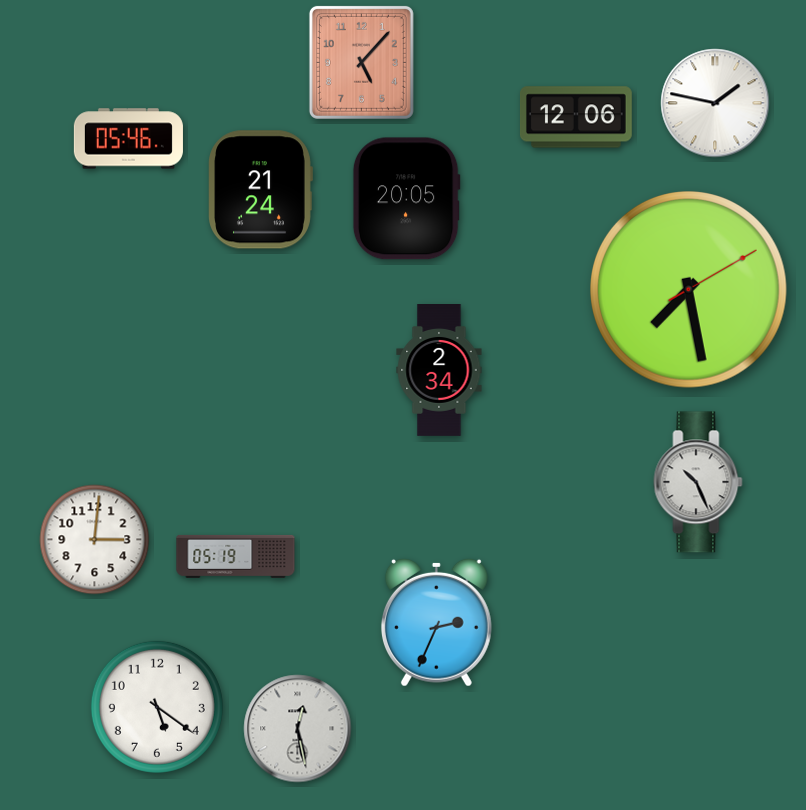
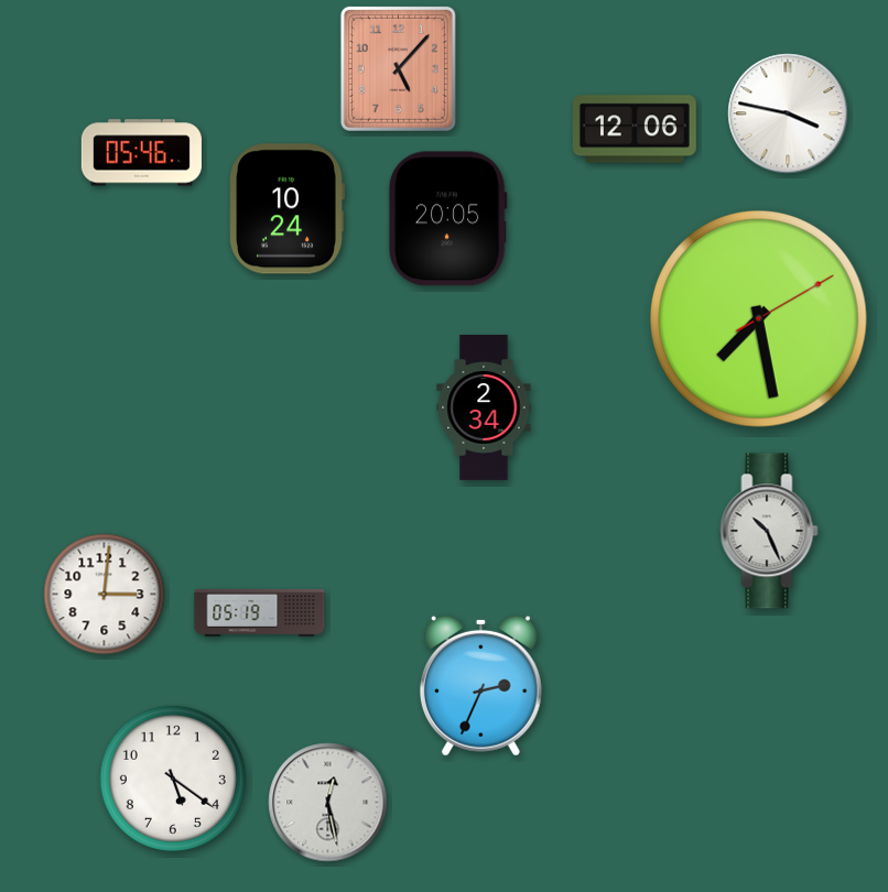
clock at (715, 103): 1:47 -> 3:47
clock at (260, 190): 21:24 -> 10:24
